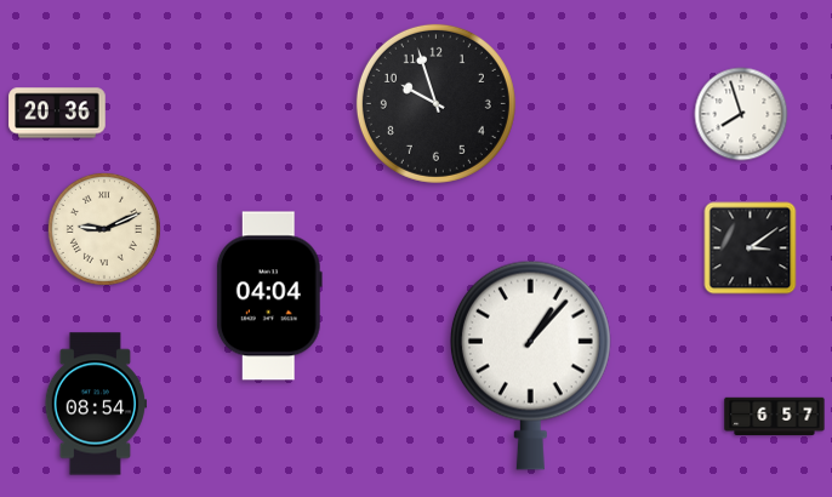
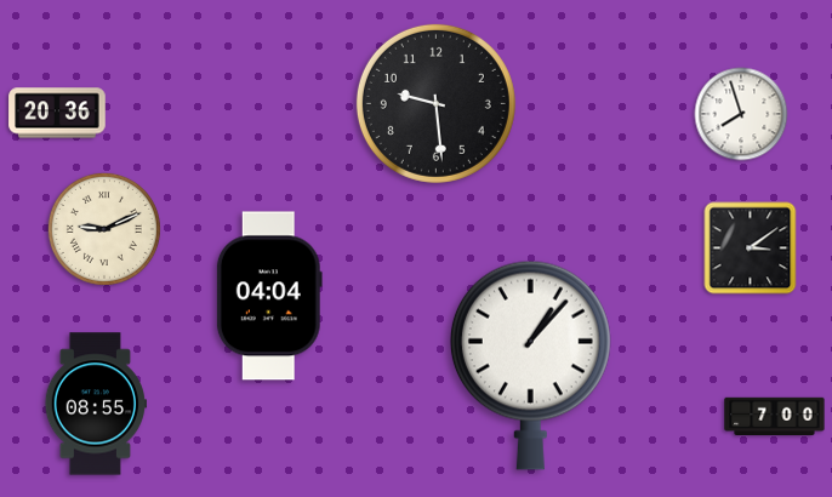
clock at (435, 103): 9:57 -> 9:29
clock at (95, 404): 08:54 -> 08:55
clock at (775, 417): 6:57 -> 7:00
